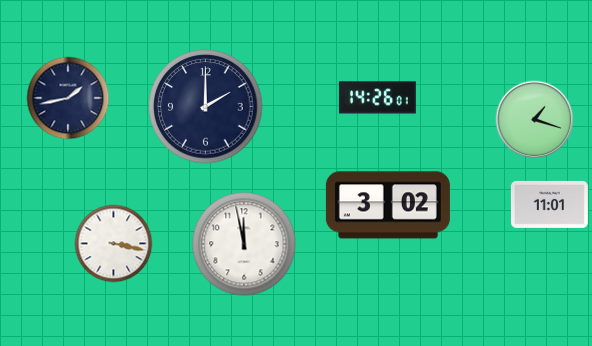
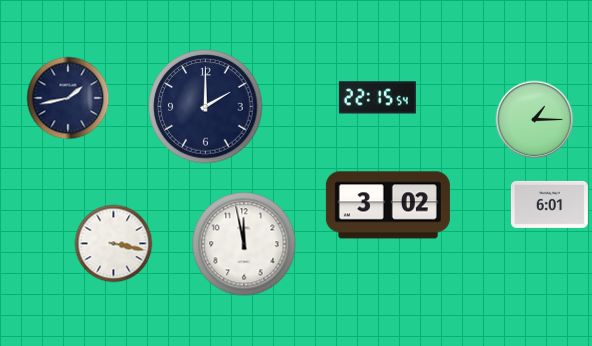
clock at (377, 98): 14:26 -> 22:15
clock at (534, 119): 1:18 -> 1:15
clock at (549, 204): 11:01 -> 6:01
